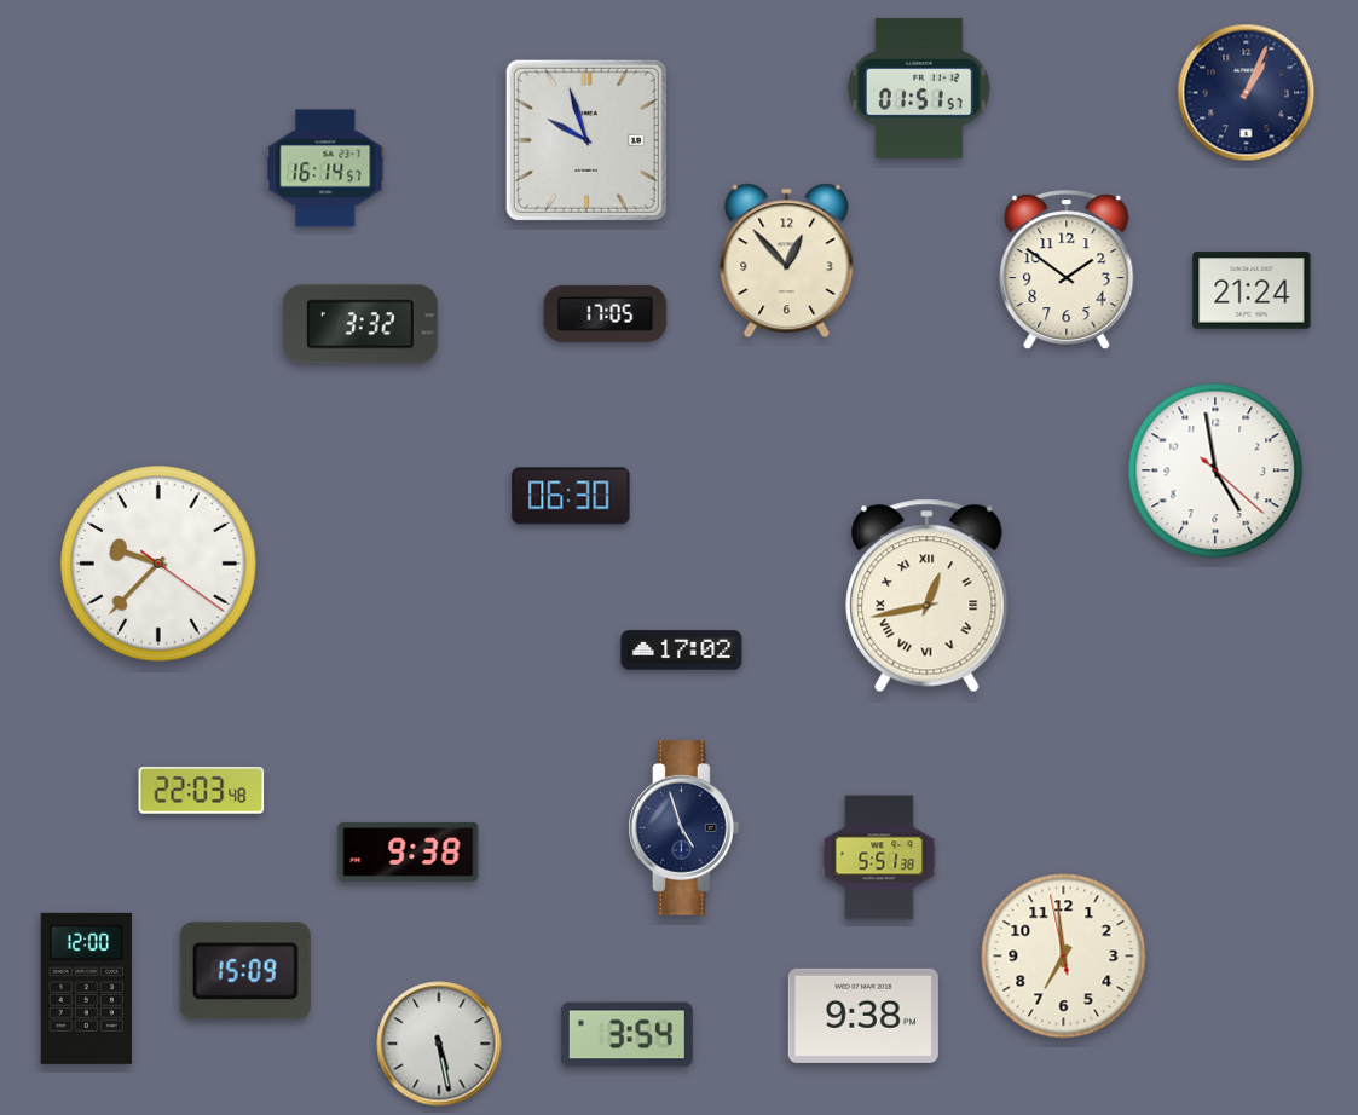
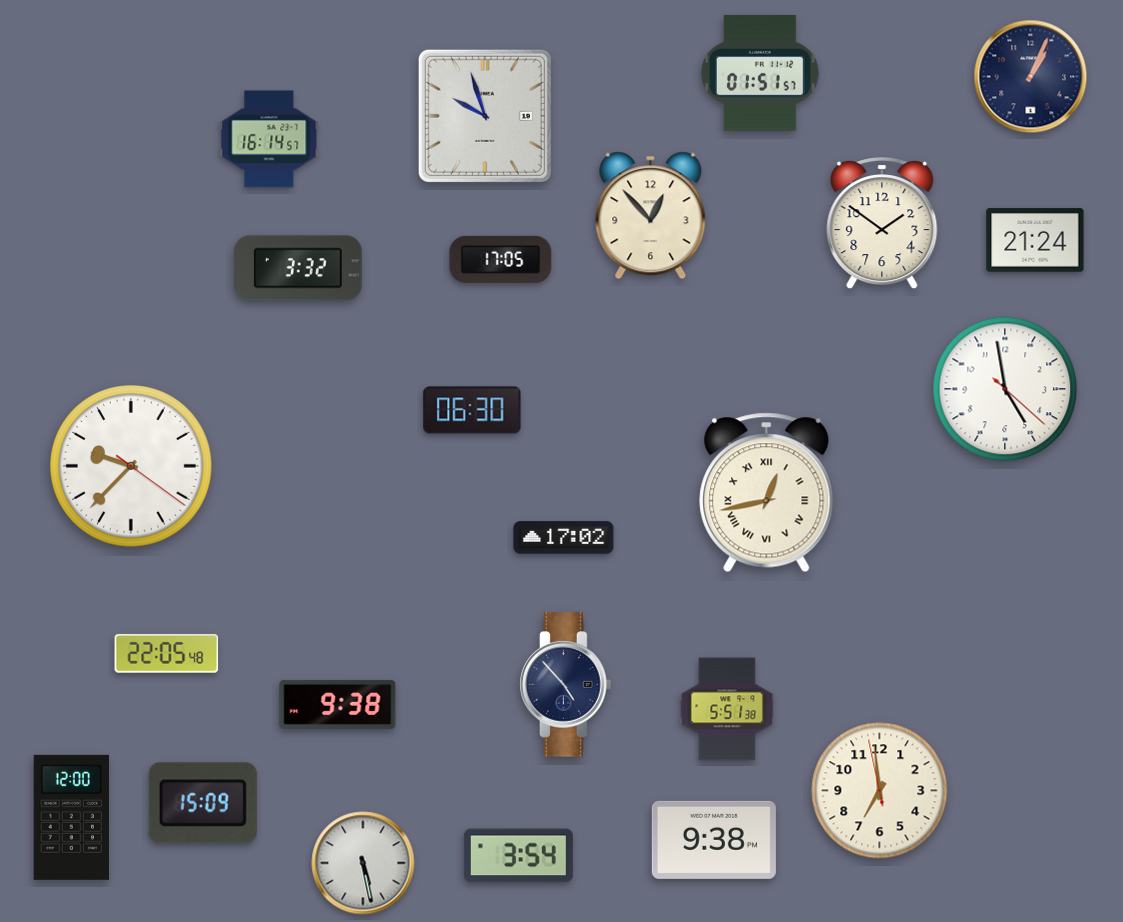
clock at (202, 790): 22:03 -> 22:05
clock at (684, 828): 4:57 -> 4:53
